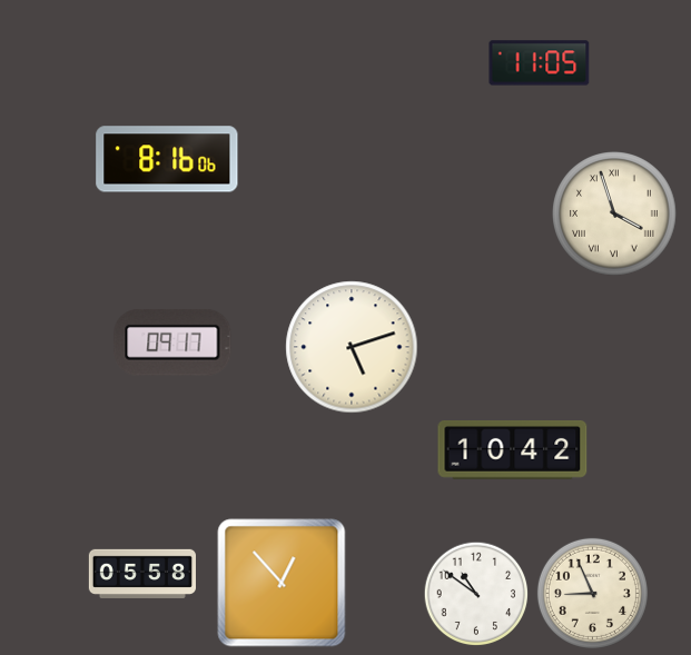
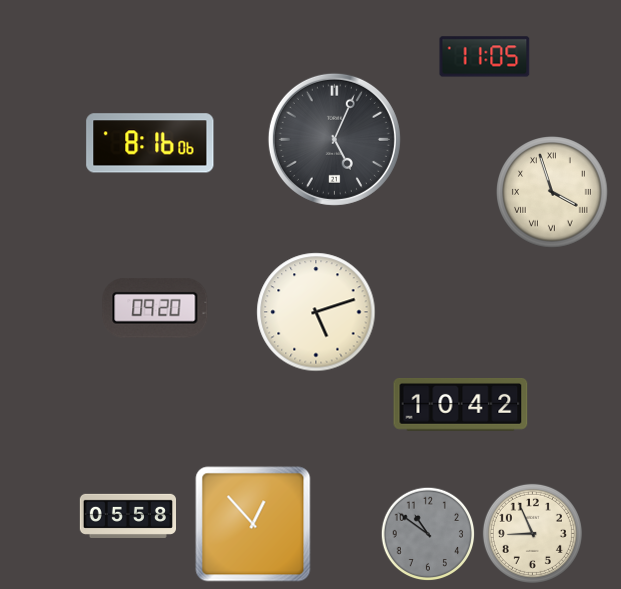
clock at (334, 139): none -> 5:04
clock at (172, 344): 09:17 -> 09:20
clock at (476, 594) dial: white -> grey
